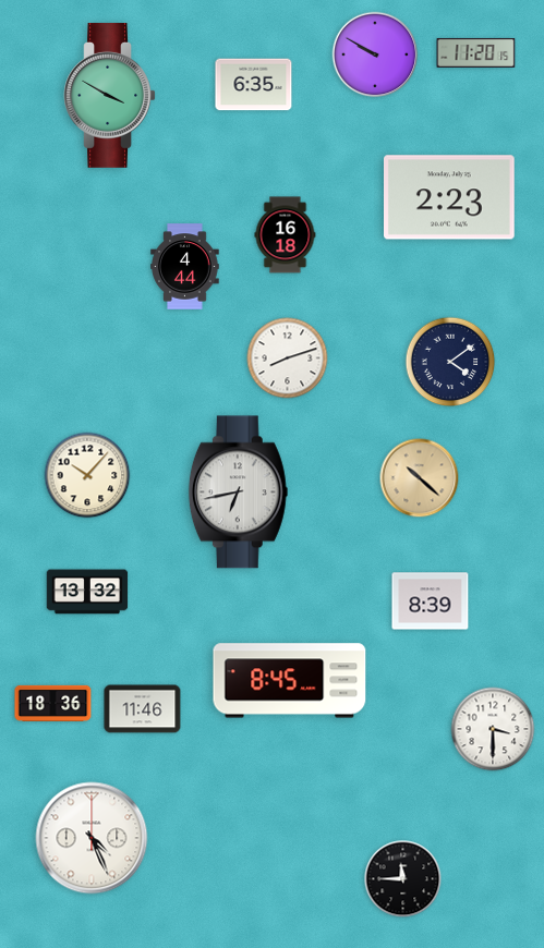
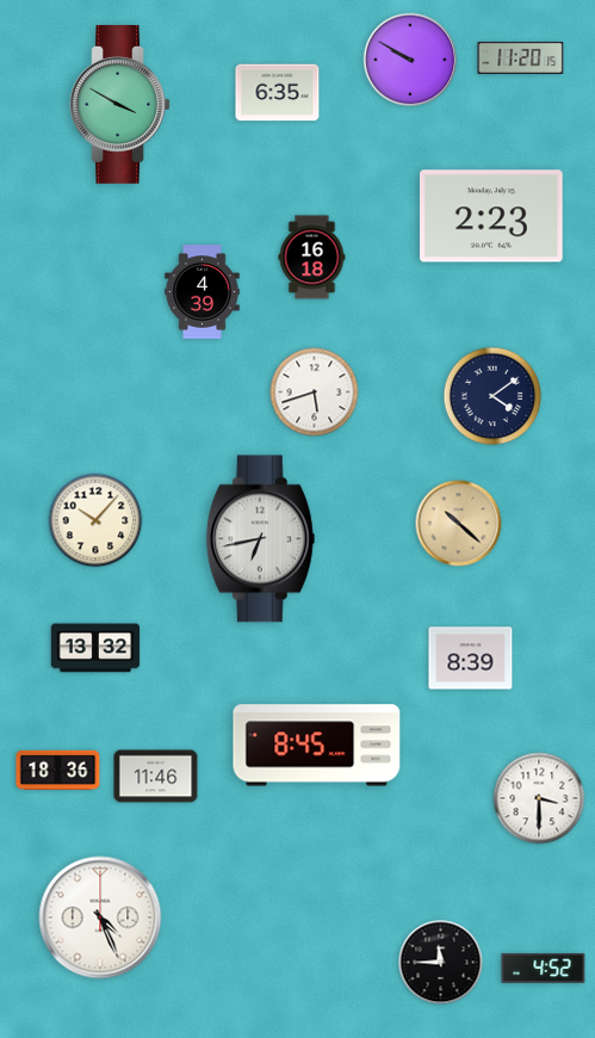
clock at (185, 267): 4:44 -> 4:39
clock at (288, 358): 8:12 -> 5:42
clock at (544, 968): none -> 4:52
